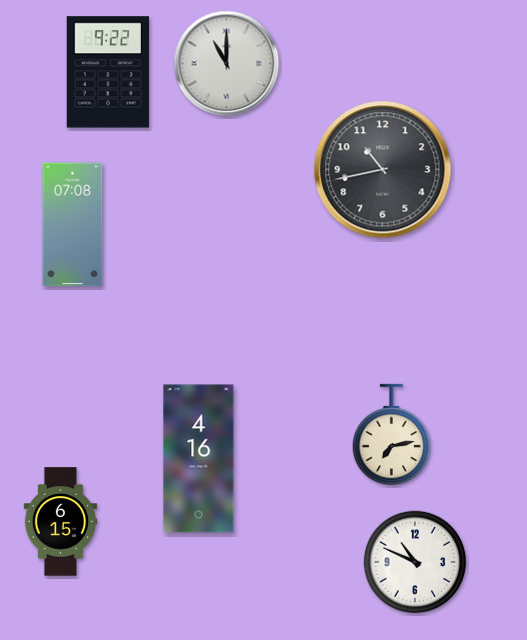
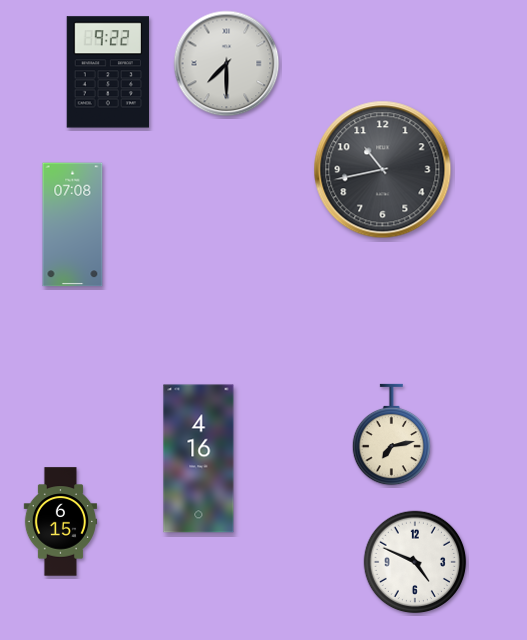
clock at (227, 64): 11:00 -> 7:30
clock at (415, 562): 10:49 -> 4:49
